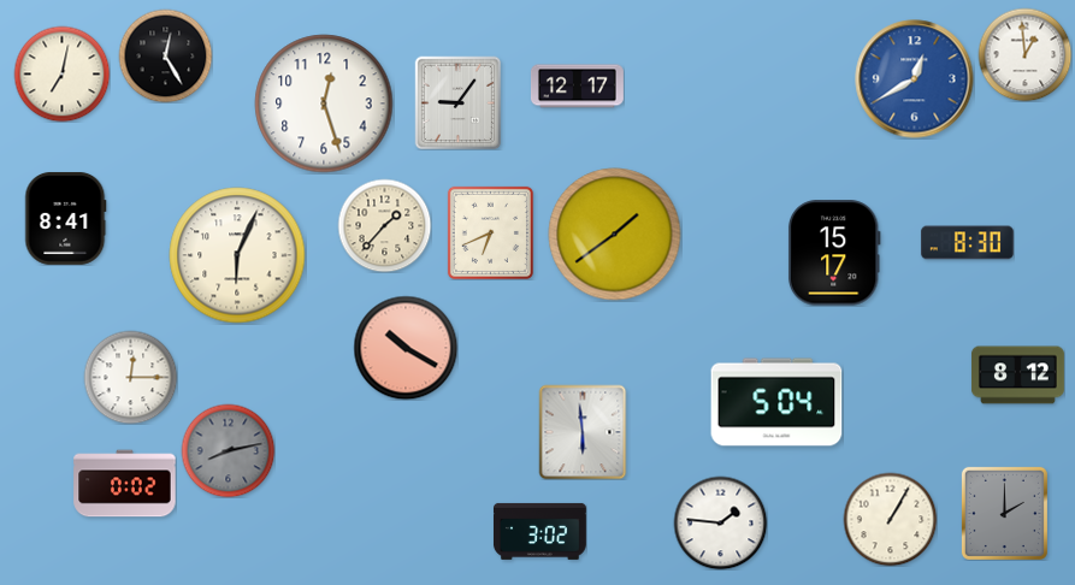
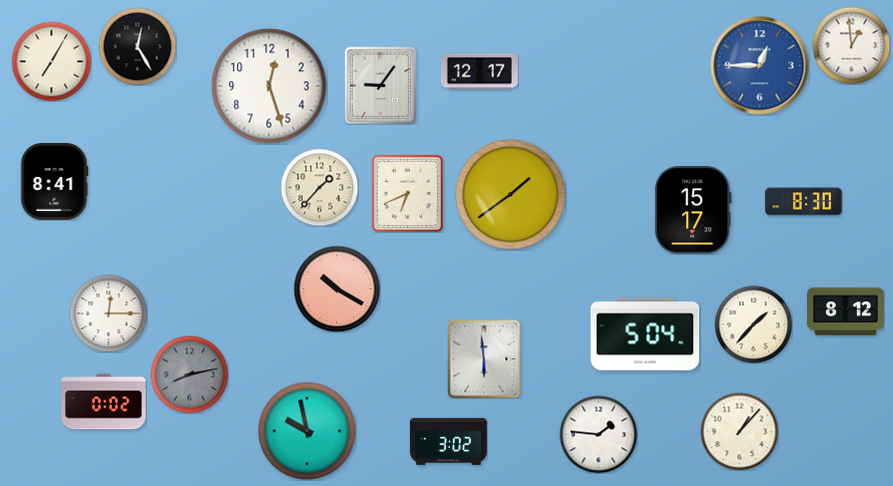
clock at (61, 73): 7:02 -> 7:05
clock at (915, 79): 12:40 -> 12:45
clock at (237, 255): 6:04 -> none
clock at (753, 324): none -> 1:37
clock at (1004, 513): 2:00 -> none
clock at (307, 431): none -> 9:58
clock at (890, 519): 1:05 -> 1:07
